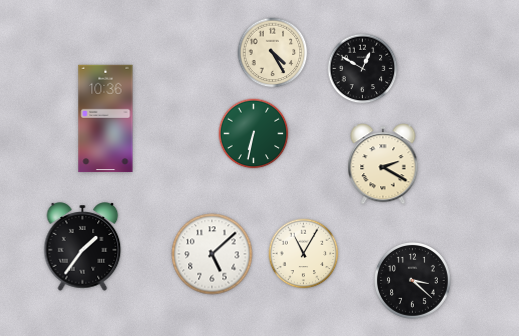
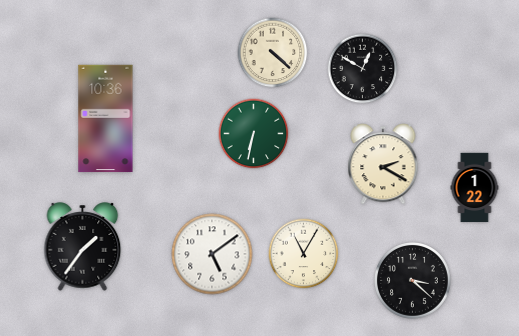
clock at (273, 53): 4:25 -> 4:22
clock at (475, 188): none -> 1:22
clock at (212, 254): 5:08 -> 5:09
